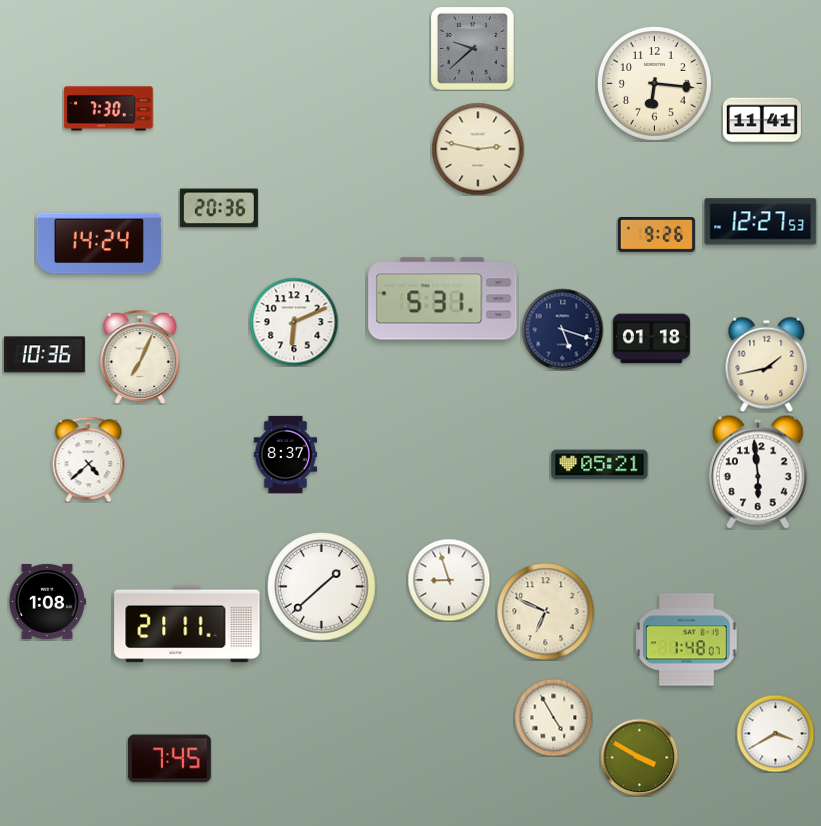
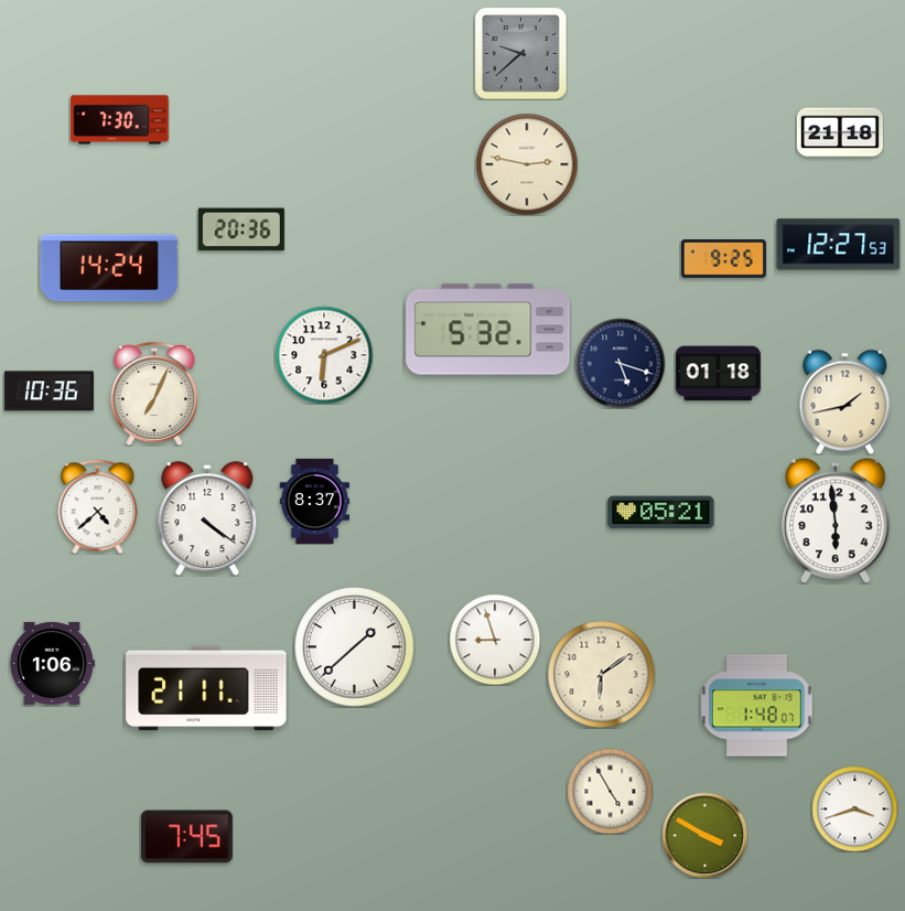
clock at (655, 84): 6:16 -> none
clock at (762, 120): 11:41 -> 21:18
clock at (656, 235): 9:26 -> 9:25
clock at (443, 299): 5:31 -> 5:32
clock at (207, 518): none -> 4:21
clock at (47, 601): 1:08 -> 1:06
clock at (545, 611): 6:49 -> 6:09
clock at (775, 733): 3:40 -> 3:42
